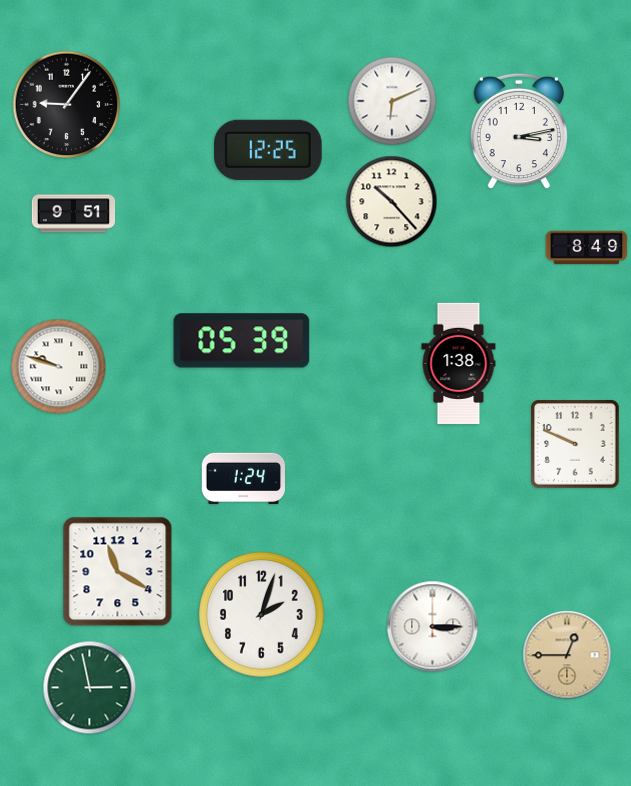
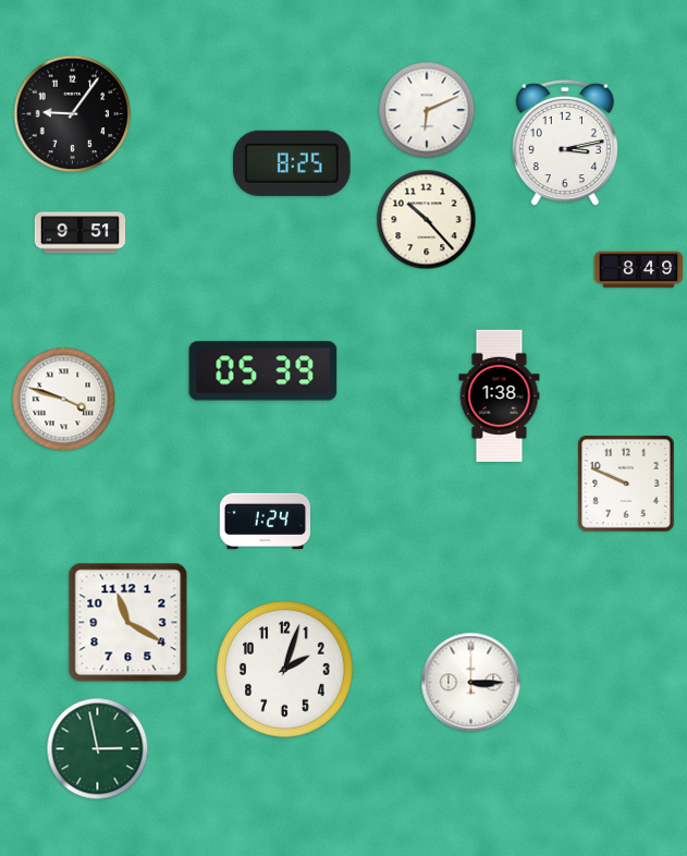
clock at (268, 150): 12:25 -> 8:25
clock at (59, 367): 9:48 -> 3:48
clock at (567, 655): 12:45 -> none
